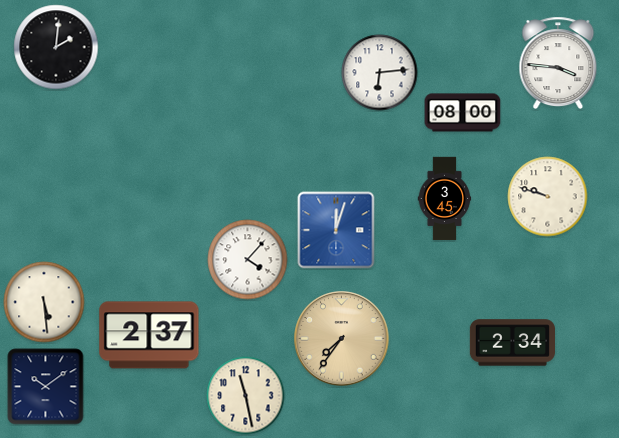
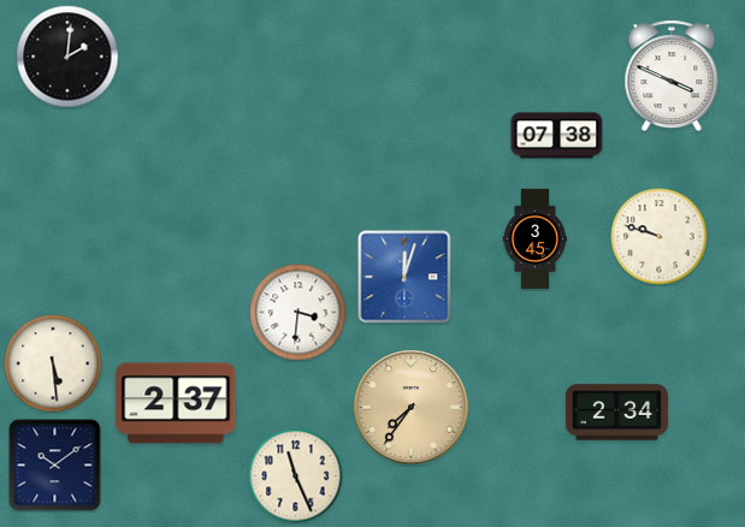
clock at (558, 63): 3:46 -> 3:49
clock at (380, 73): 6:14 -> none
clock at (463, 113): 08:00 -> 07:38
clock at (248, 260): 4:07 -> 3:31
clock at (149, 335) position: (149, 335) -> (176, 403)
clock at (246, 396): 11:28 -> 11:26
